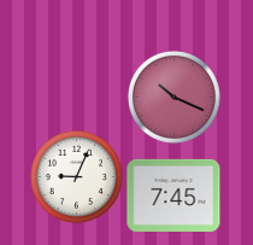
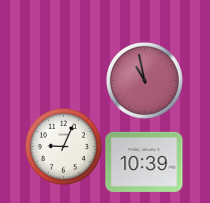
clock at (173, 97): 10:19 -> 10:58
clock at (173, 196): 7:45 -> 10:39
